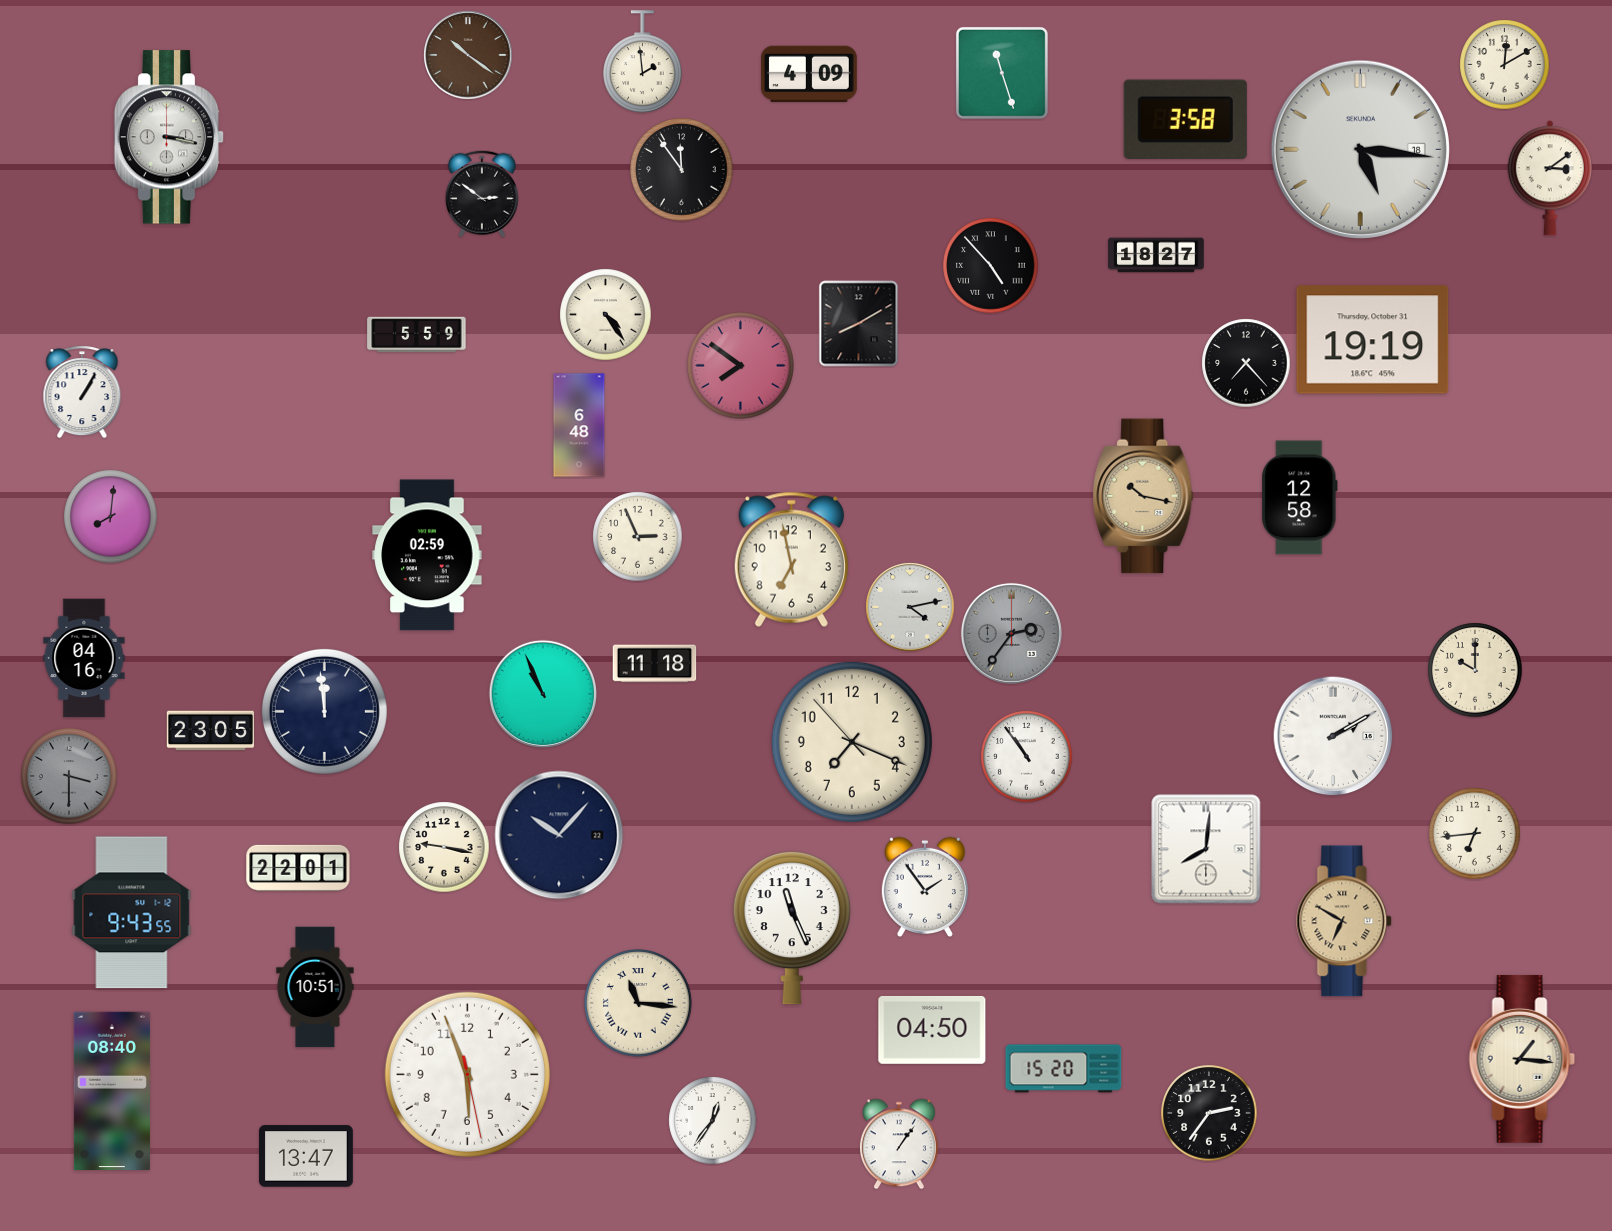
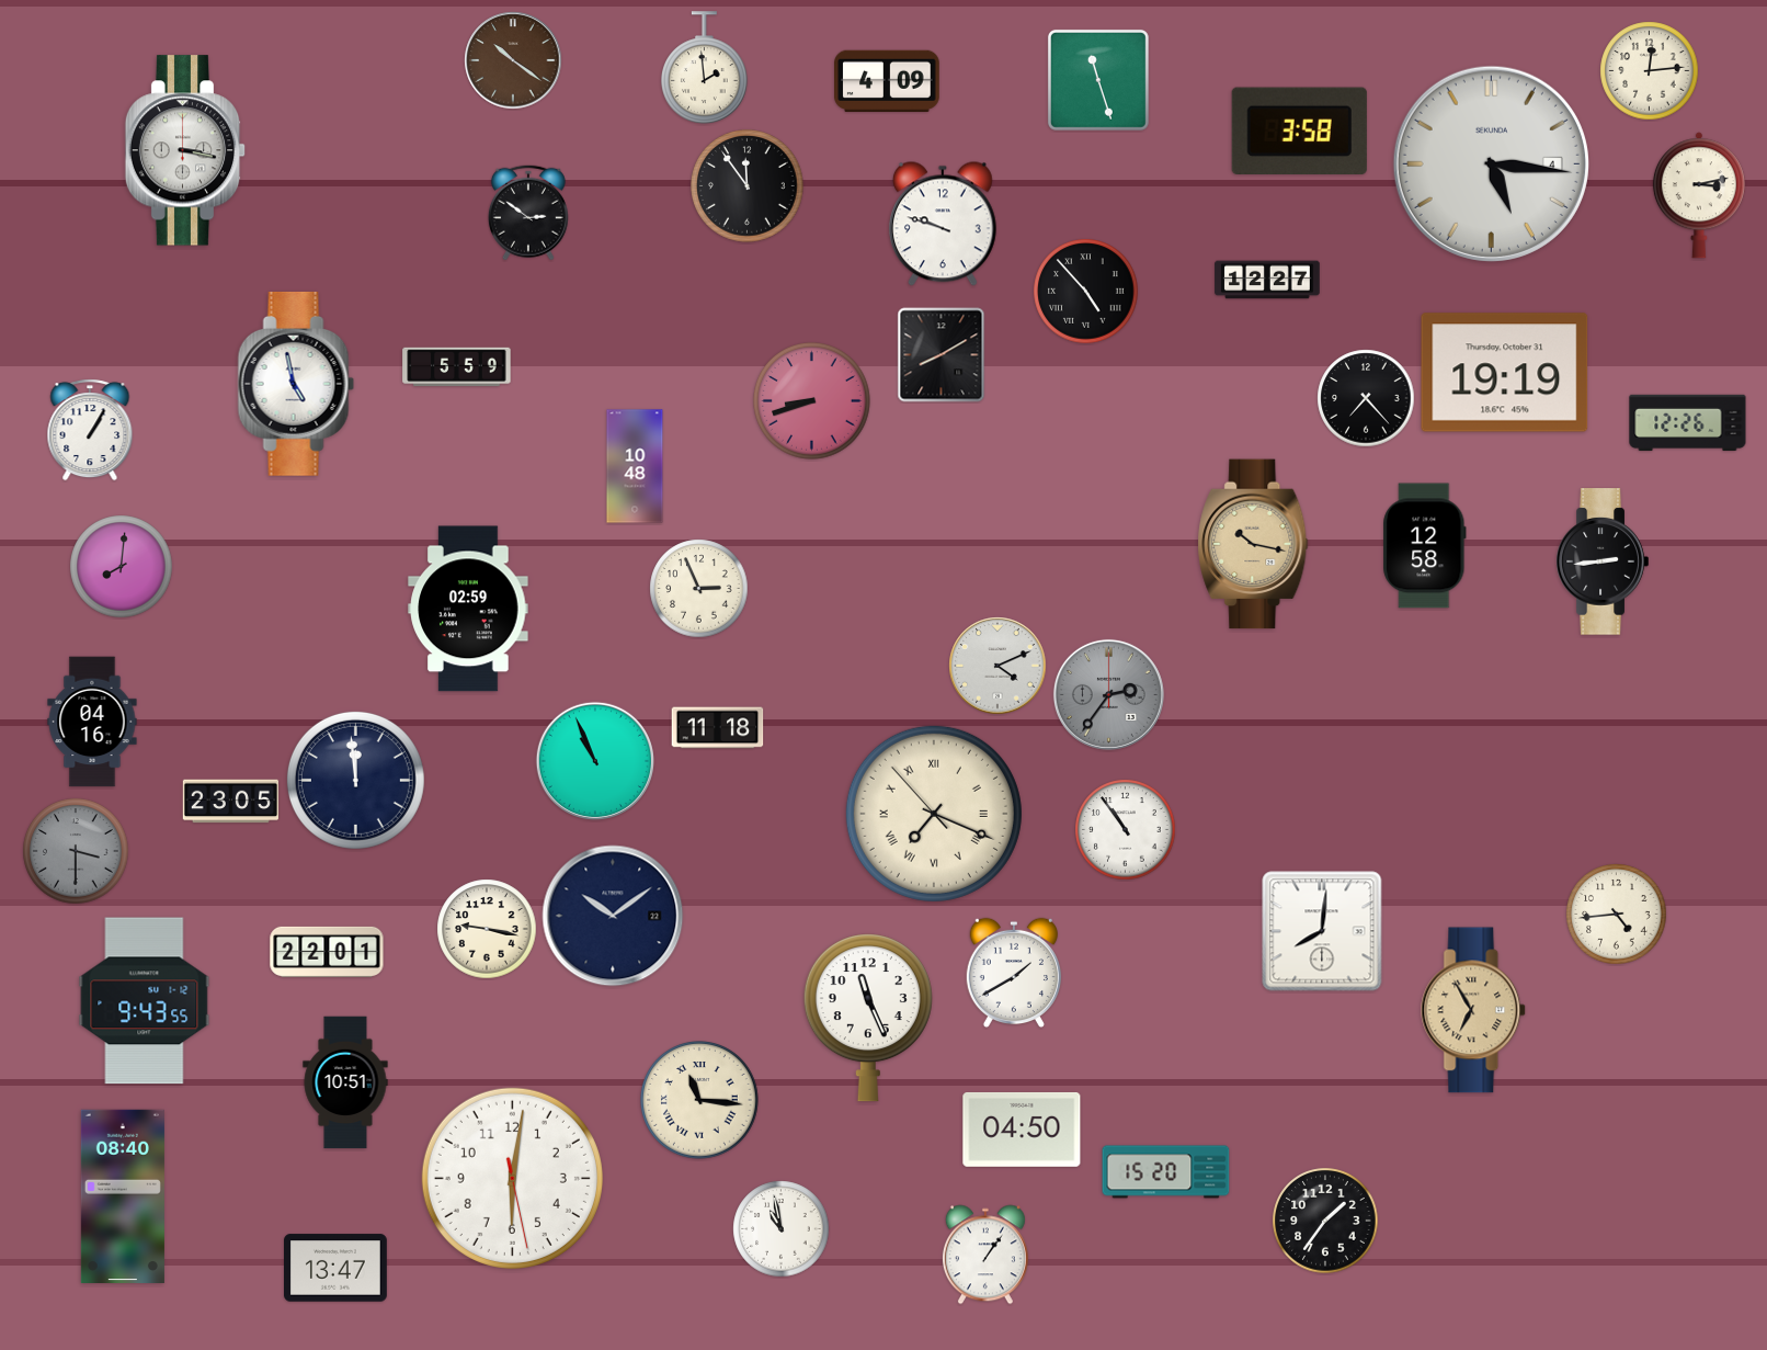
clock at (1505, 65): 12:10 -> 12:14
clock at (1360, 149) date: 18 -> 4
clock at (1550, 178): 3:09 -> 3:13
clock at (943, 224): none -> 9:48
clock at (1156, 255): 18:27 -> 12:27
clock at (606, 315): 4:24 -> none
clock at (296, 384): none -> 4:58
clock at (741, 366): 7:51 -> 8:42
clock at (1688, 423): none -> 12:26
clock at (579, 425): 6:48 -> 10:48
clock at (1603, 561): none -> 2:44
clock at (791, 559): 6:58 -> none
clock at (910, 607): 4:13 -> 4:11
clock at (1475, 670): 10:00 -> none
clock at (1333, 736): 2:10 -> none
clock at (852, 742) numerals: Arabic -> Roman
clock at (1475, 834): 6:44 -> 4:44
clock at (559, 835): 10:07 -> 10:09
clock at (925, 887): 1:54 -> 1:40
clock at (1345, 921): 6:50 -> 6:55
clock at (1522, 1059): 1:16 -> none
clock at (467, 1074): 5:56 -> 6:01
clock at (1209, 1113): 2:36 -> 1:36
clock at (713, 1121): 12:36 -> 10:58
